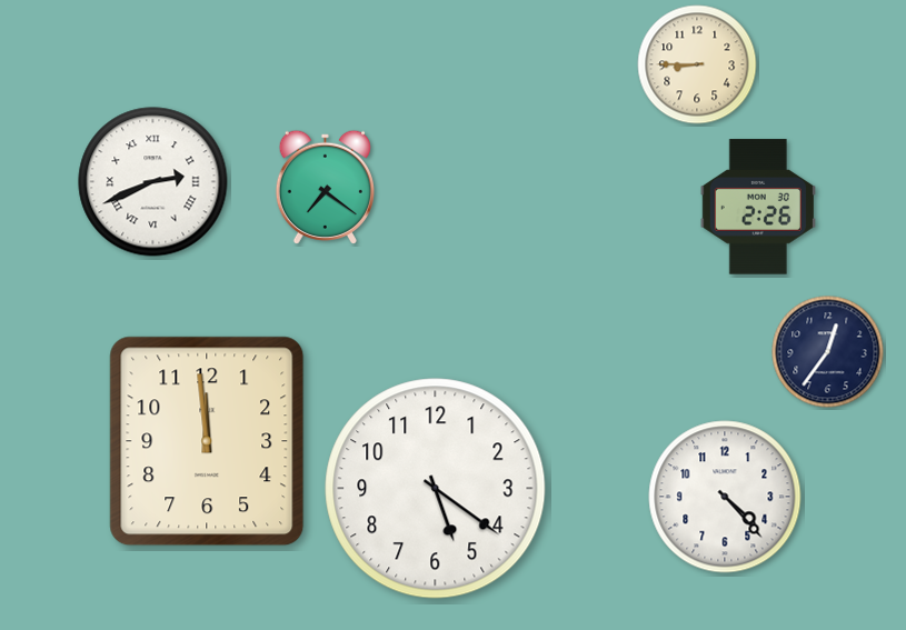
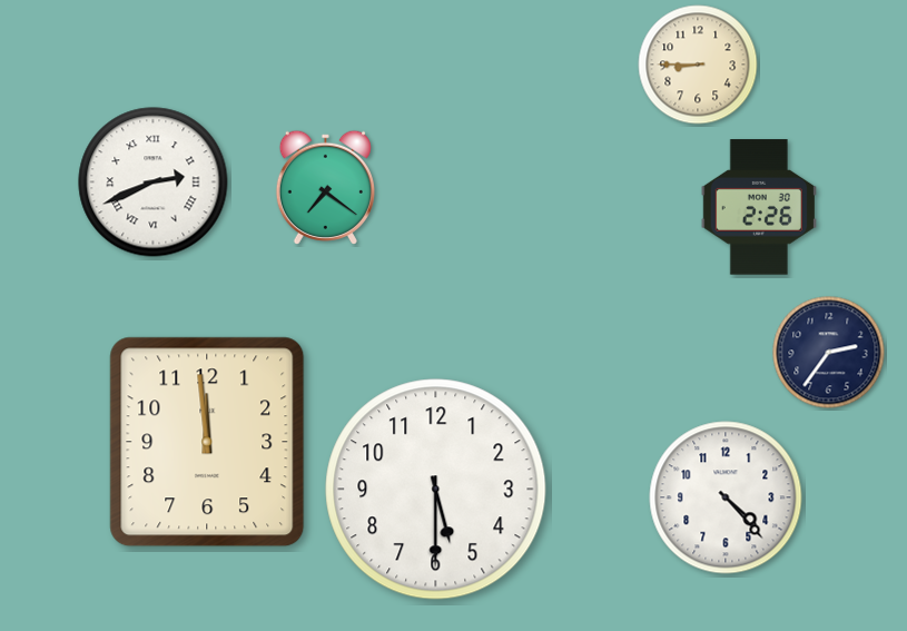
clock at (828, 352): 12:36 -> 2:36
clock at (436, 489): 5:21 -> 5:30
